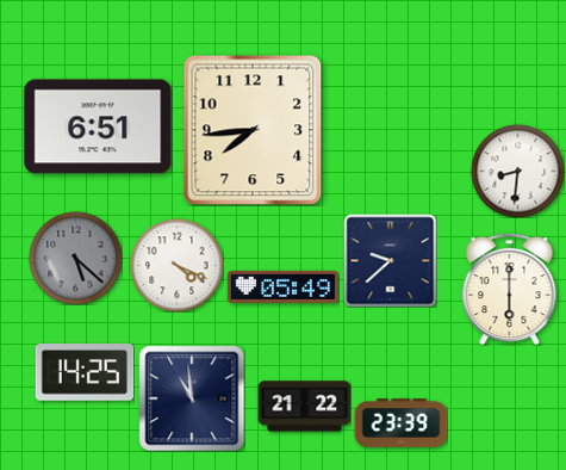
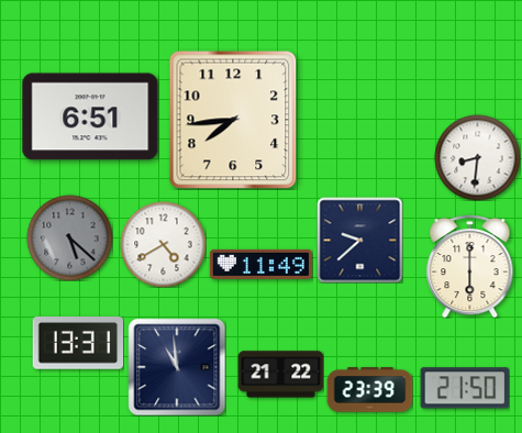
clock at (176, 265): 4:19 -> 4:40
clock at (282, 286): 05:49 -> 11:49
clock at (85, 373): 14:25 -> 13:31
clock at (465, 388): none -> 21:50
